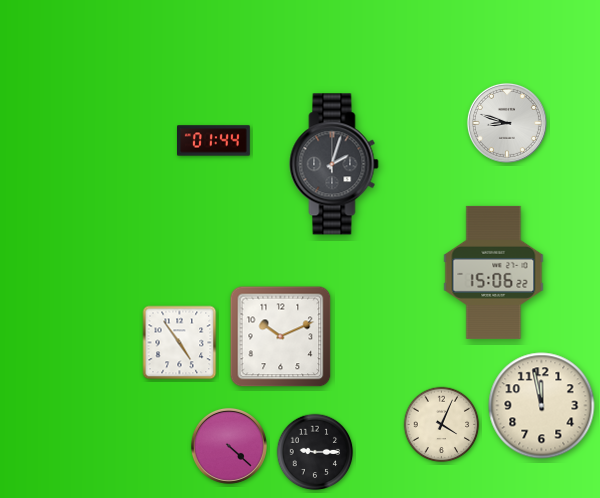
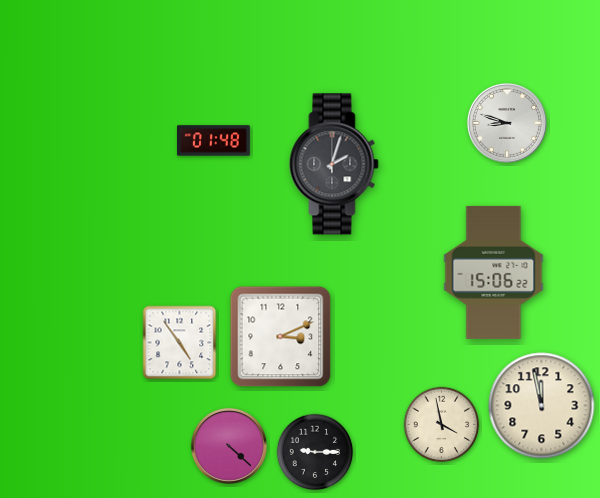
clock at (214, 141): 01:44 -> 01:48
clock at (281, 337): 10:11 -> 3:11
clock at (442, 425): 4:04 -> 3:58
